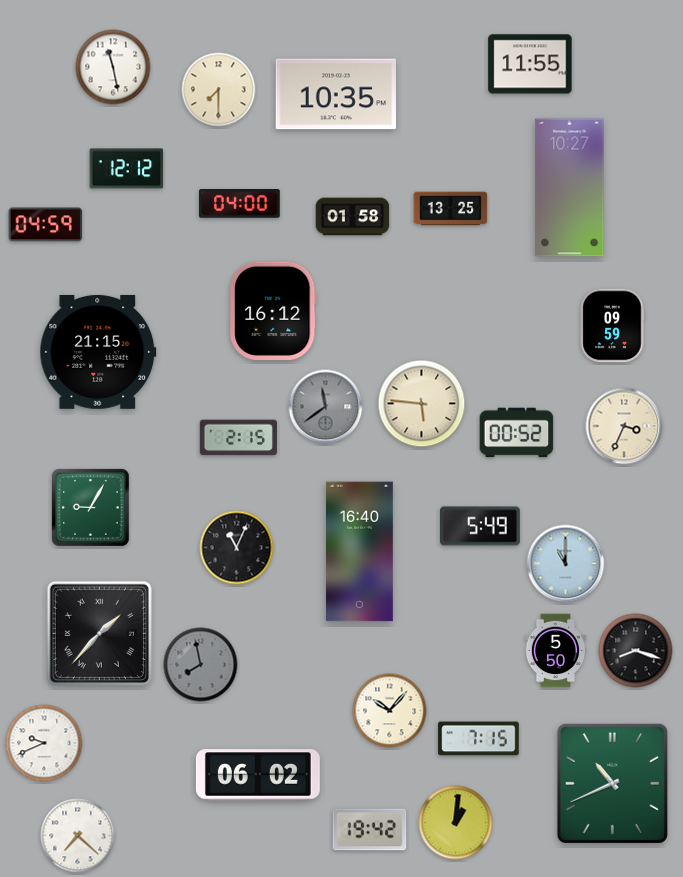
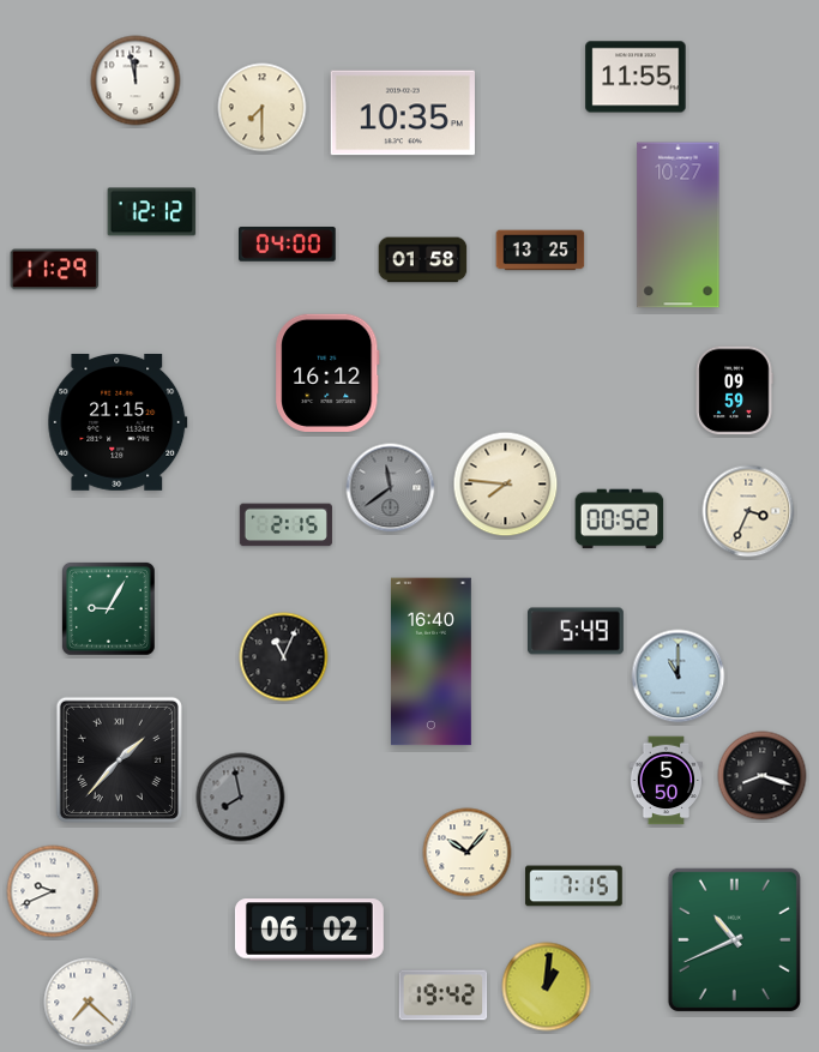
clock at (113, 67): 11:28 -> 11:58
clock at (127, 169) position: (127, 169) -> (152, 212)
clock at (570, 188) position: (570, 188) -> (679, 226)
clock at (46, 225): 04:59 -> 11:29
clock at (422, 404): 5:46 -> 7:46
clock at (636, 651) position: (636, 651) -> (763, 776)
clock at (78, 836) position: (78, 836) -> (89, 1003)
